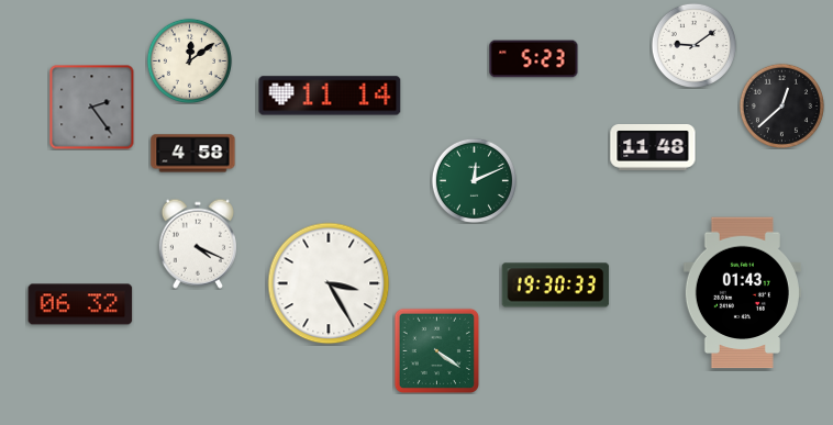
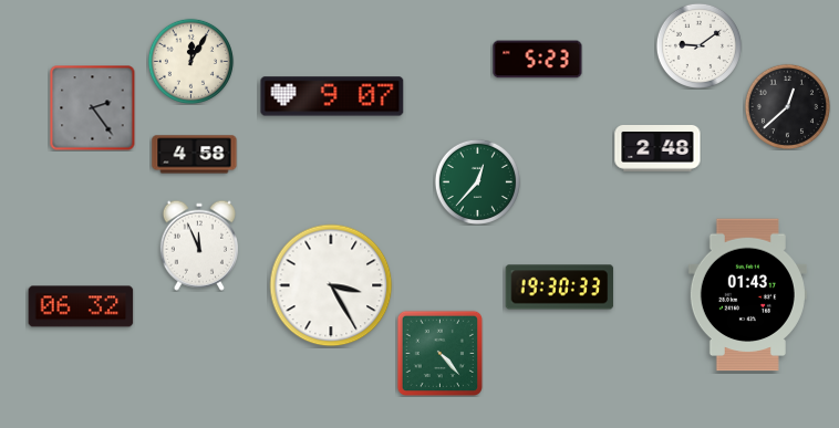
clock at (189, 60): 12:09 -> 12:05
clock at (330, 96): 11:14 -> 9:07
clock at (653, 147): 11:48 -> 2:48
clock at (474, 180): 12:11 -> 12:37
clock at (198, 244): 4:19 -> 11:56
clock at (436, 350): 4:21 -> 4:23
